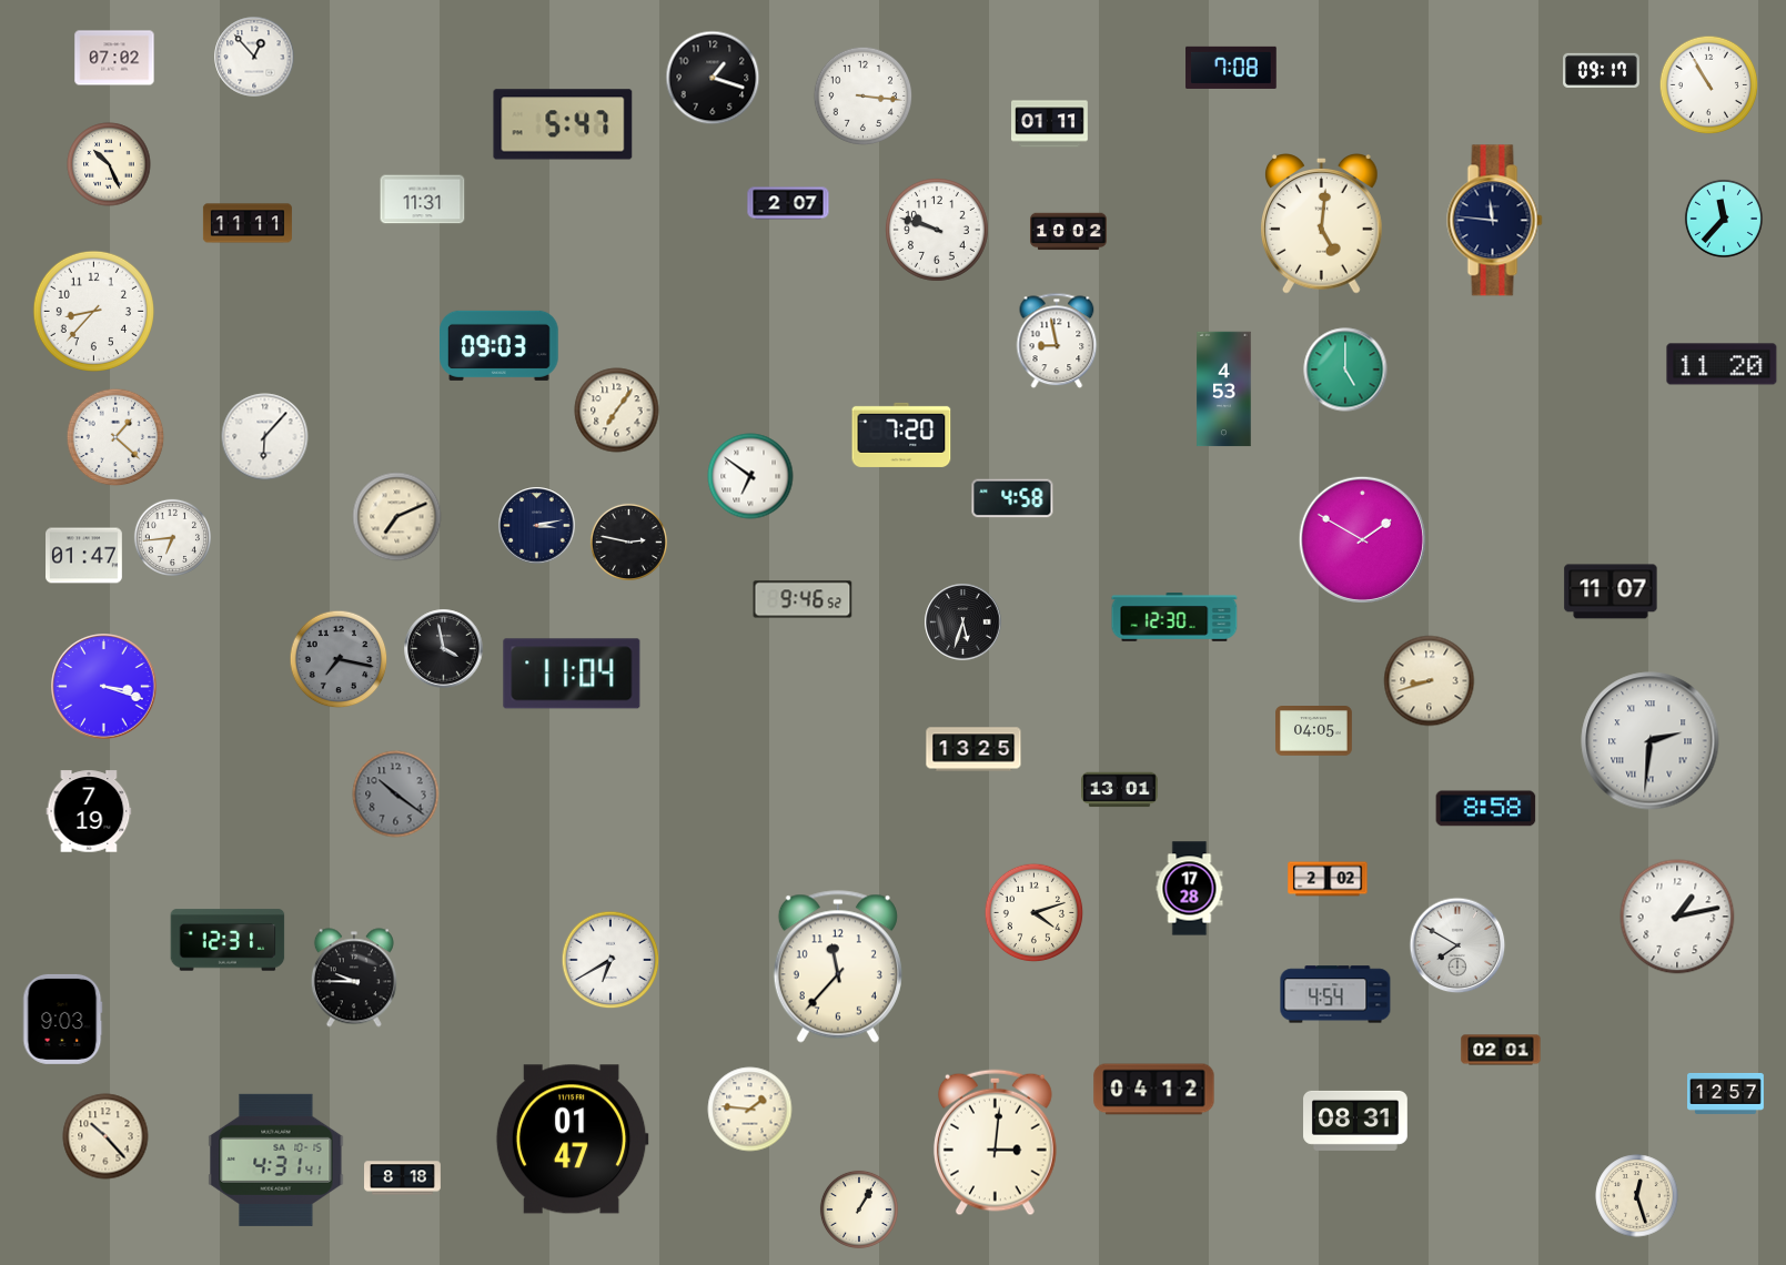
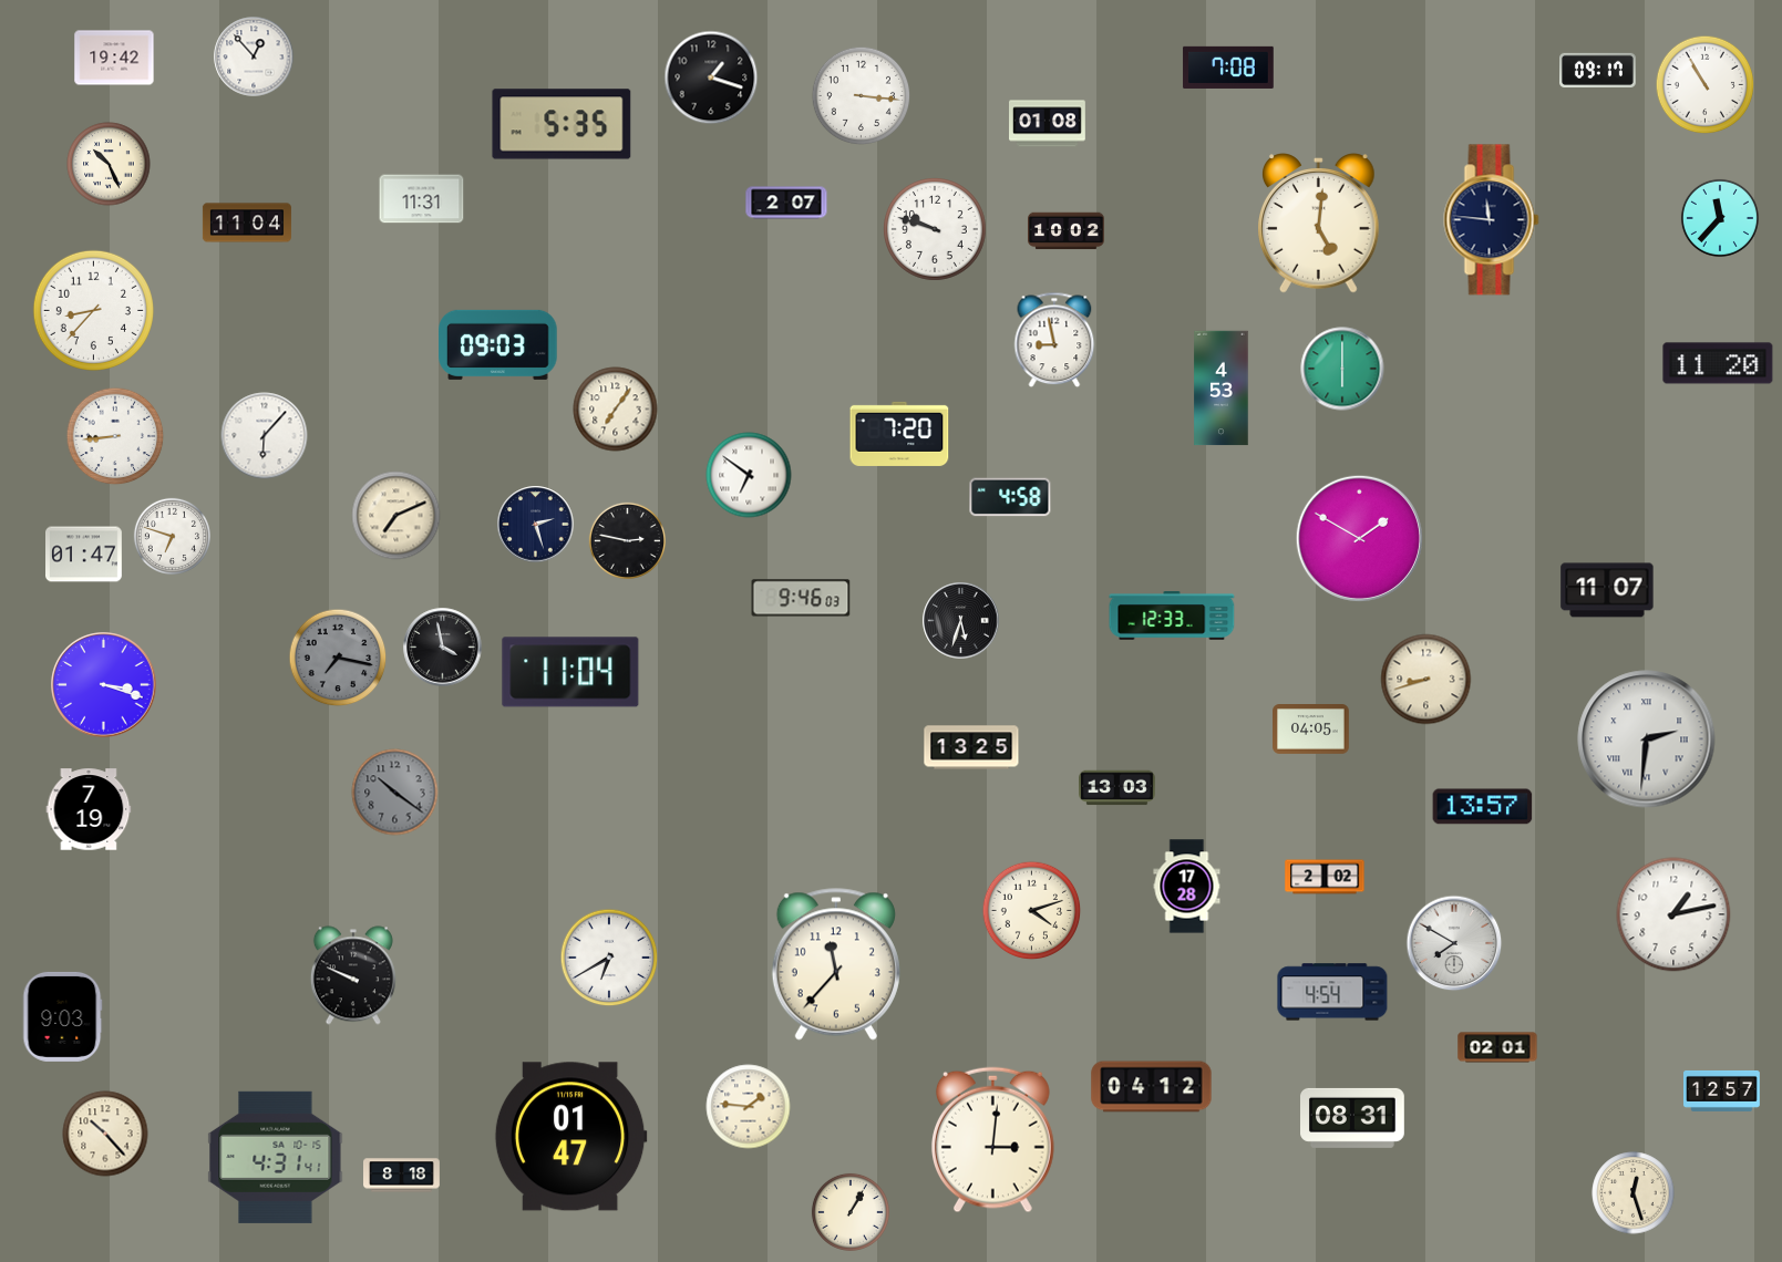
clock at (114, 58): 07:02 -> 19:42
clock at (563, 124): 5:47 -> 5:35
clock at (1050, 124): 01:11 -> 01:08
clock at (248, 223): 11:11 -> 11:04
clock at (1345, 370): 5:00 -> 6:00
clock at (115, 437): 1:22 -> 8:44
clock at (537, 526): 3:13 -> 2:27
clock at (172, 537): 6:44 -> 6:48
clock at (803, 599): 9:46:52 -> 9:46:03
clock at (1174, 617): 12:30 -> 12:33
clock at (1120, 790): 13:01 -> 13:03
clock at (1486, 809): 8:58 -> 13:57
clock at (228, 940): 12:31 -> none
clock at (354, 978): 9:45 -> 9:49
clock at (859, 1210) position: (859, 1210) -> (851, 1212)
